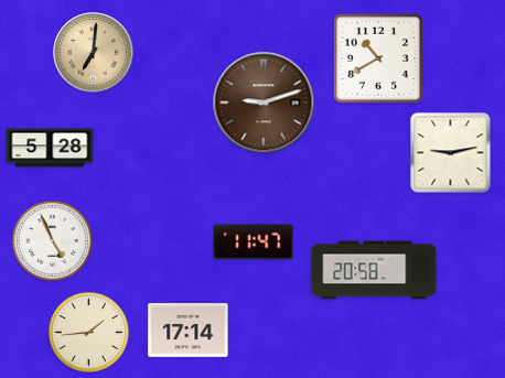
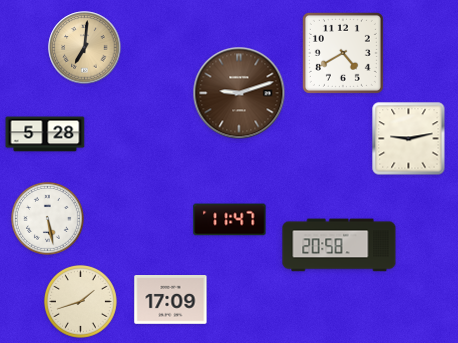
clock at (378, 58): 10:40 -> 4:40
clock at (53, 241): 4:56 -> 5:28
clock at (189, 331): 17:14 -> 17:09
clock at (89, 333): 1:44 -> 1:42
